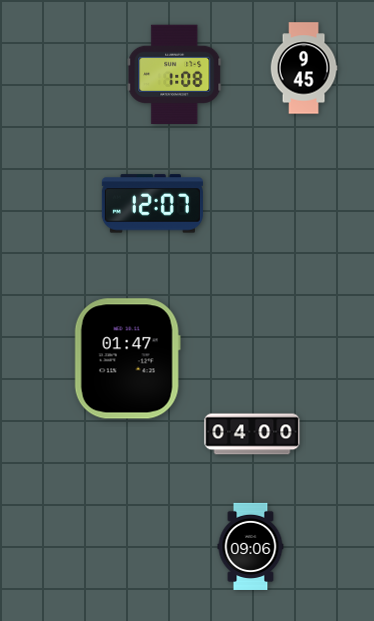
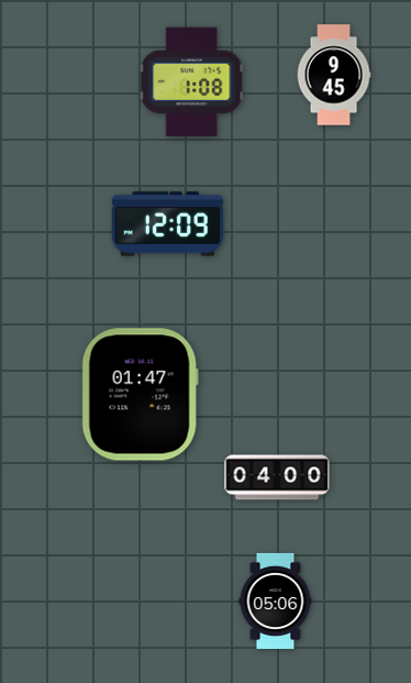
clock at (152, 204): 12:07 -> 12:09
clock at (251, 546): 09:06 -> 05:06
